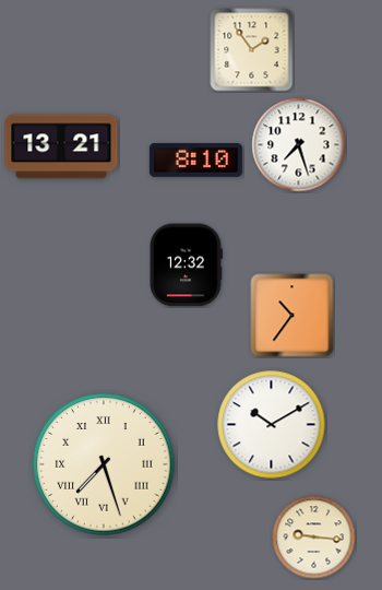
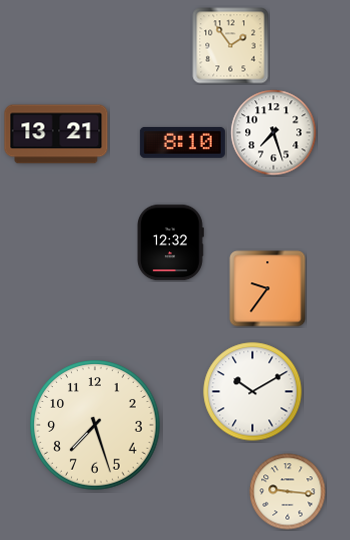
clock at (195, 160) position: (195, 160) -> (182, 142)
clock at (293, 316): 10:36 -> 9:36
clock at (272, 425) position: (272, 425) -> (253, 392)
clock at (104, 464) numerals: Roman -> Arabic
